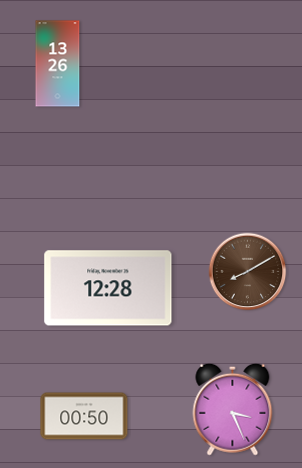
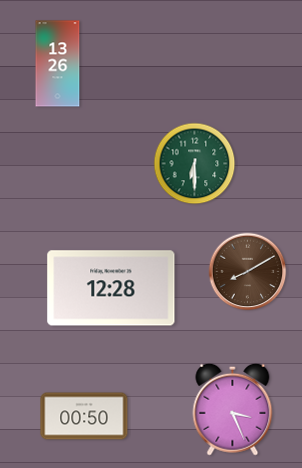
clock at (195, 164): none -> 6:30
clock at (108, 288) position: (108, 288) -> (111, 288)
